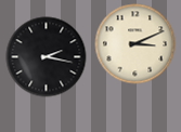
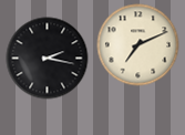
clock at (135, 44): 3:11 -> 7:11
